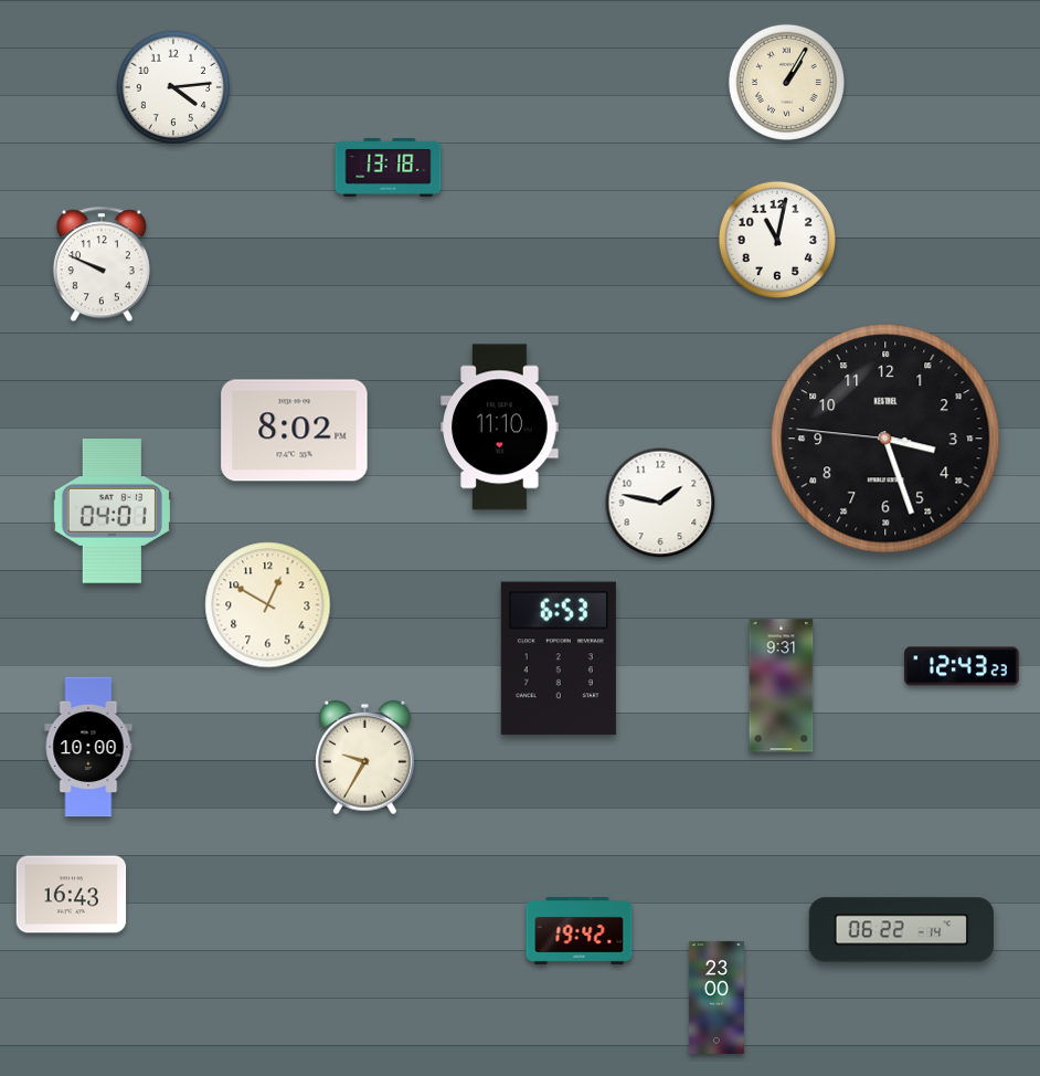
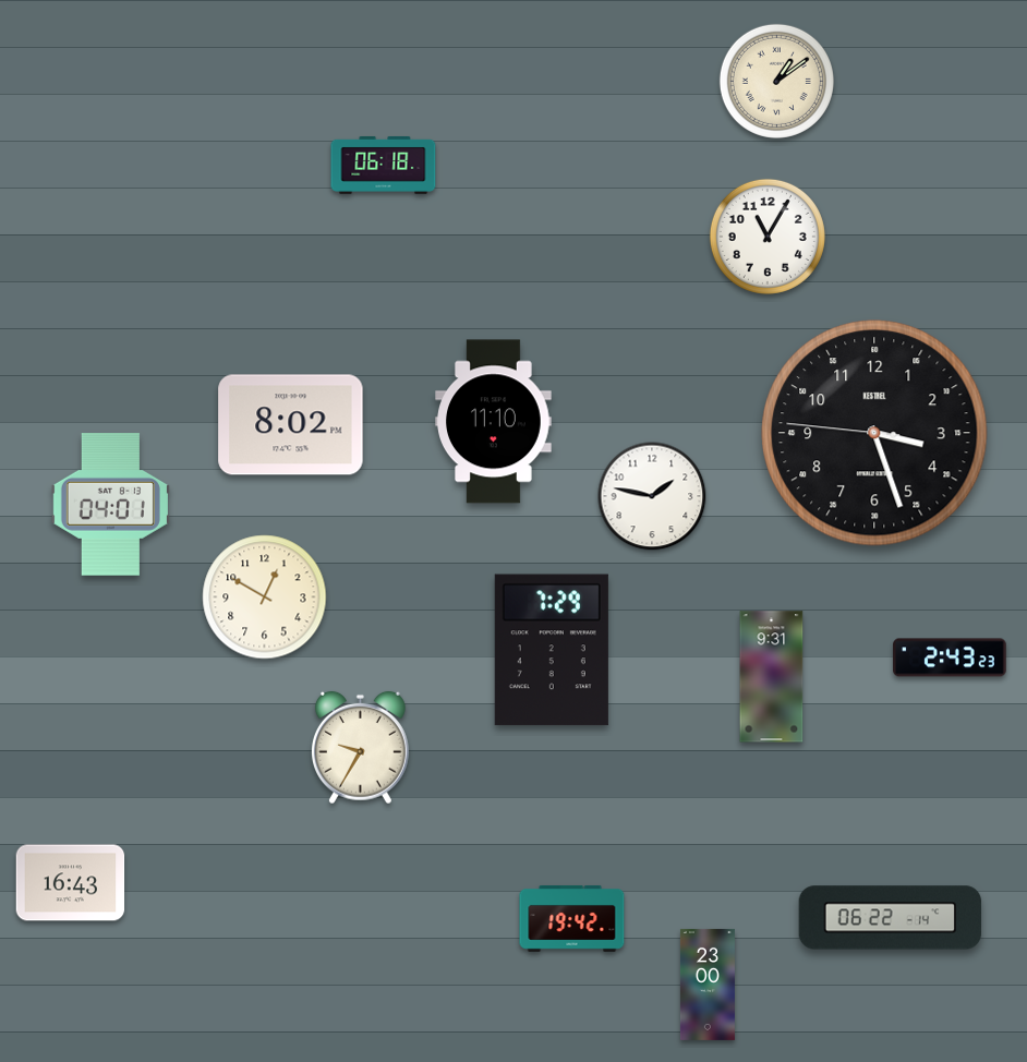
clock at (786, 82): 1:05 -> 1:09
clock at (173, 87): 4:14 -> none
clock at (389, 167): 13:18 -> 06:18
clock at (777, 240): 11:02 -> 11:05
clock at (102, 264): 9:49 -> none
clock at (559, 658): 6:53 -> 7:29
clock at (962, 666): 12:43 -> 2:43
clock at (88, 747): 10:00 -> none
